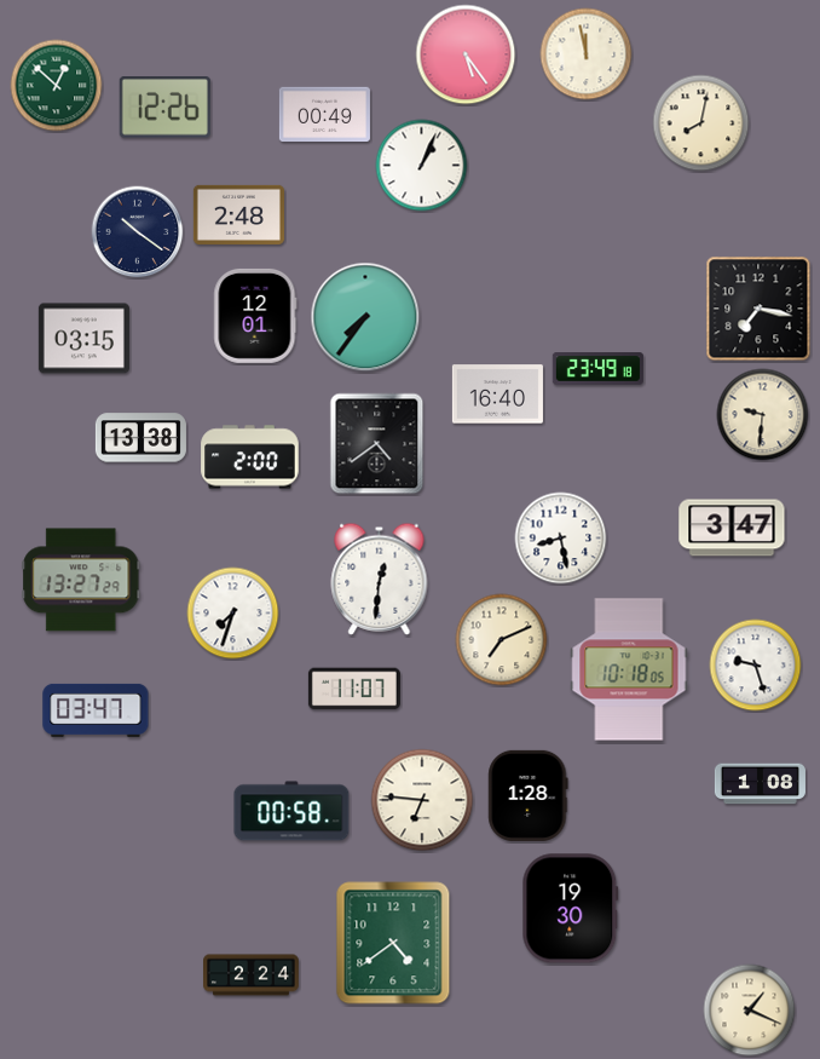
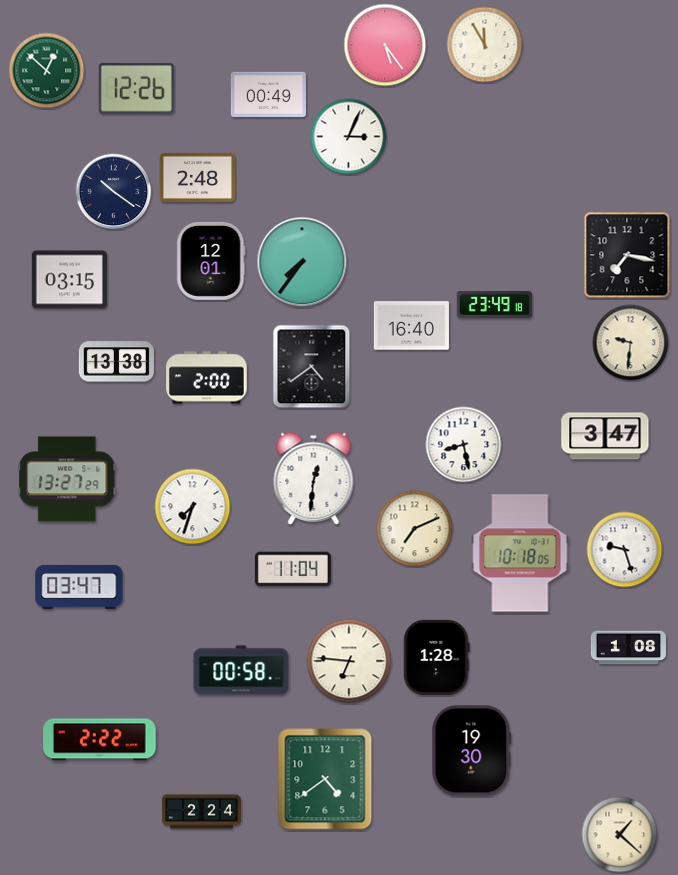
clock at (587, 54): 11:58 -> 11:55
clock at (701, 123): 8:02 -> none
clock at (422, 166): 1:04 -> 3:04
clock at (354, 689): 11:07 -> 11:04
clock at (100, 740): none -> 2:22
clock at (252, 975) position: (252, 975) -> (202, 812)
clock at (750, 1011): 1:19 -> 1:22
